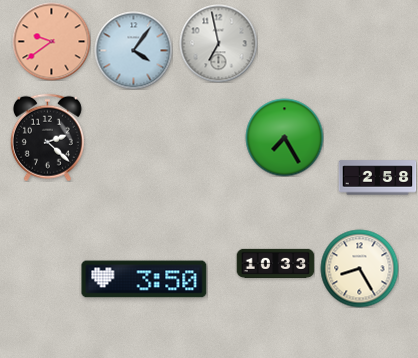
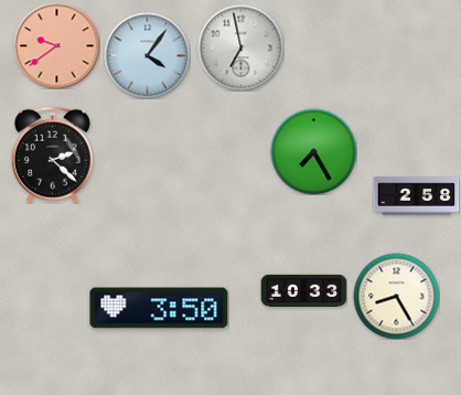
clock at (47, 137) position: (47, 137) -> (52, 154)
